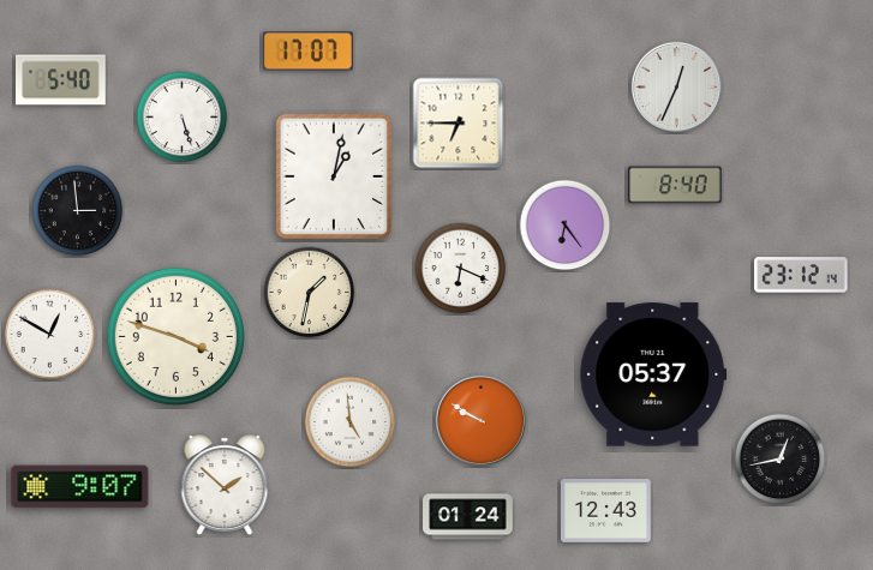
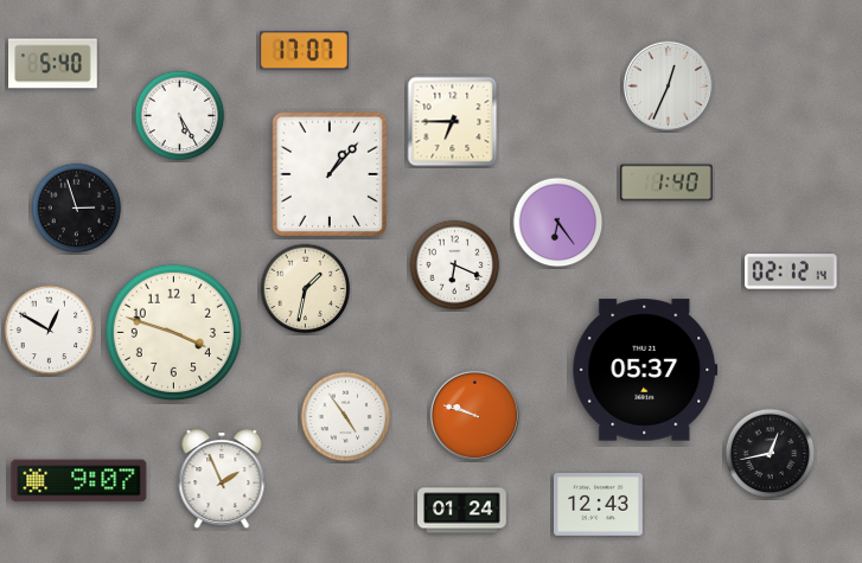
clock at (61, 80) position: (61, 80) -> (53, 64)
clock at (183, 118): 5:27 -> 5:25
clock at (333, 175): 1:02 -> 1:07
clock at (675, 185): 8:40 -> 1:40
clock at (78, 211): 2:59 -> 2:57
clock at (801, 275): 23:12 -> 02:12
clock at (480, 420): 9:50 -> 9:48
clock at (351, 422): 4:59 -> 4:54
clock at (225, 486): 1:52 -> 1:56
